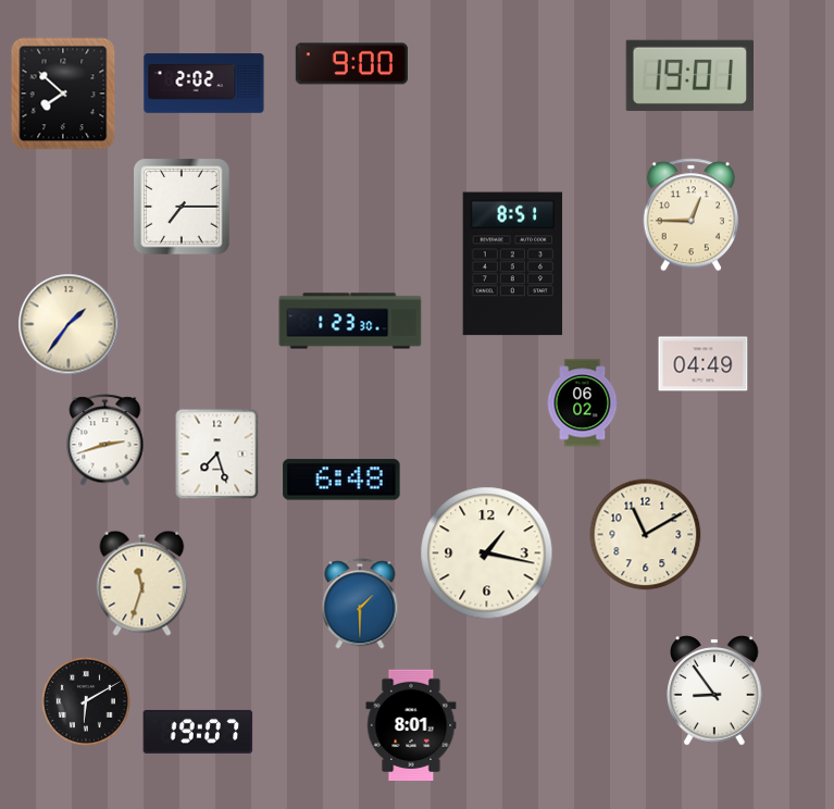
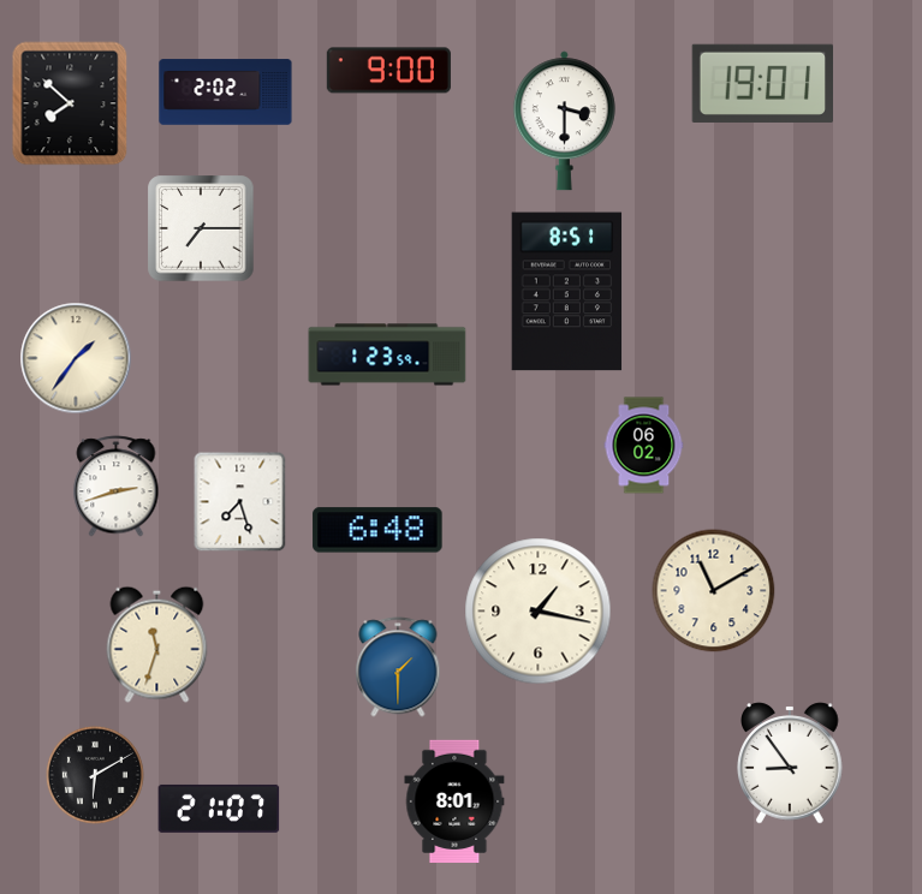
clock at (564, 121): none -> 3:30
clock at (690, 215): 12:45 -> none
clock at (350, 321): 1:23:30 -> 1:23:59
clock at (704, 364): 04:49 -> none
clock at (198, 732): 19:07 -> 21:07
